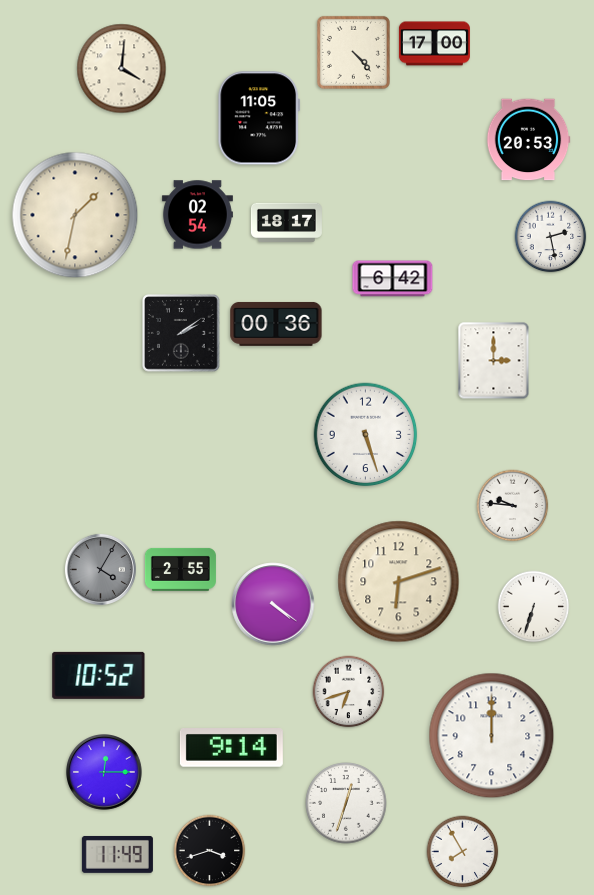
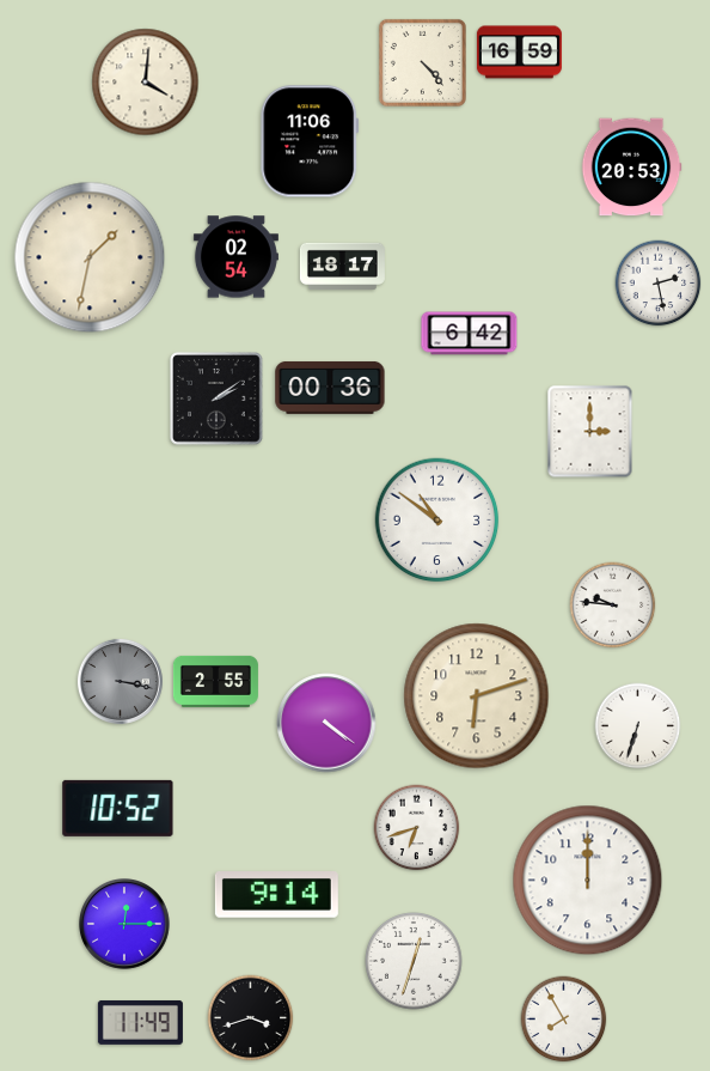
clock at (434, 44): 17:00 -> 16:59
clock at (259, 118): 11:05 -> 11:06
clock at (366, 435): 5:27 -> 10:51
clock at (100, 569): 4:05 -> 3:17
clock at (463, 852) position: (463, 852) -> (564, 1020)
